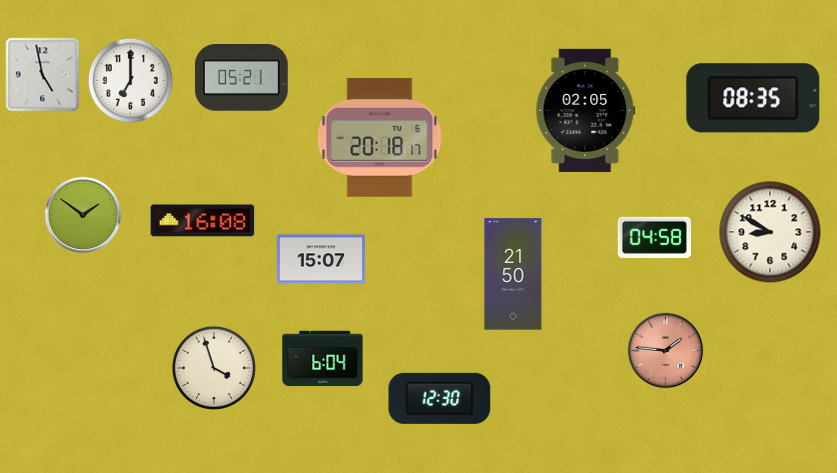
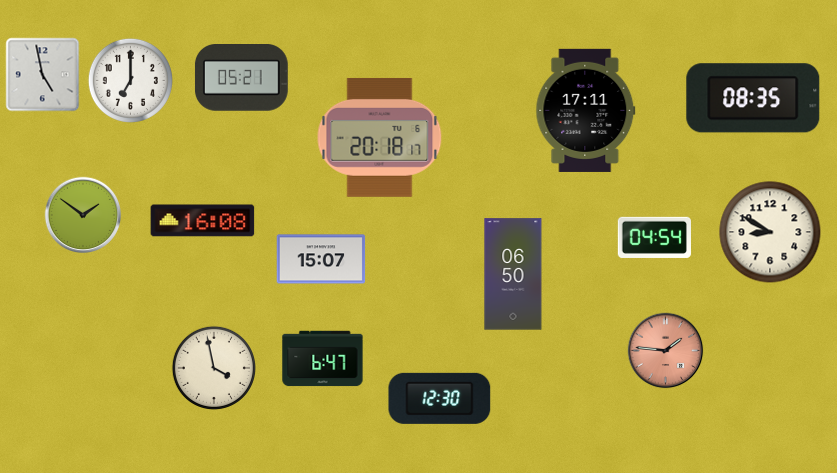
clock at (586, 110): 02:05 -> 17:11
clock at (654, 237): 04:58 -> 04:54
clock at (513, 274): 21:50 -> 06:50
clock at (323, 359): 6:04 -> 6:47
clock at (214, 368): 3:57 -> 3:58
